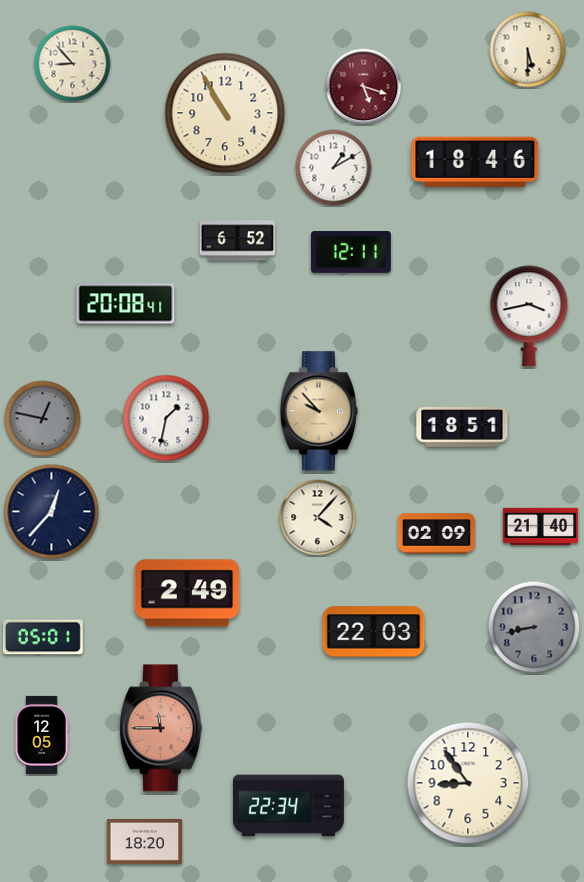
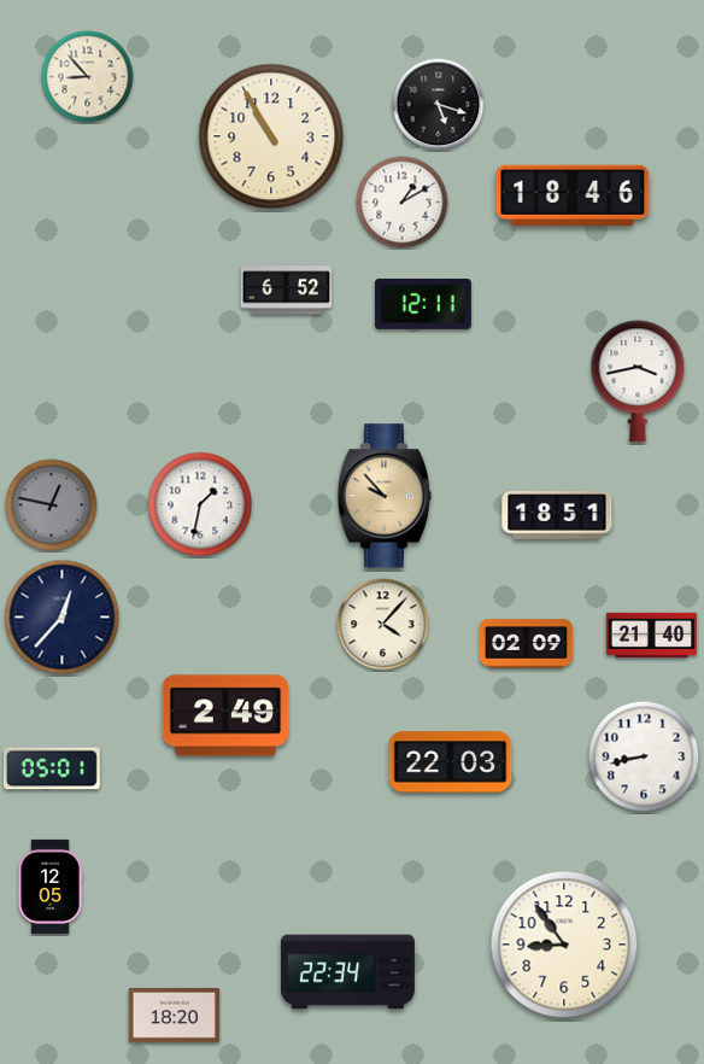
clock at (528, 50): 5:30 -> none
clock at (364, 87) dial: burgundy -> black
clock at (126, 304): 20:08 -> none
clock at (534, 627) dial: grey -> white
clock at (161, 728): 11:45 -> none
